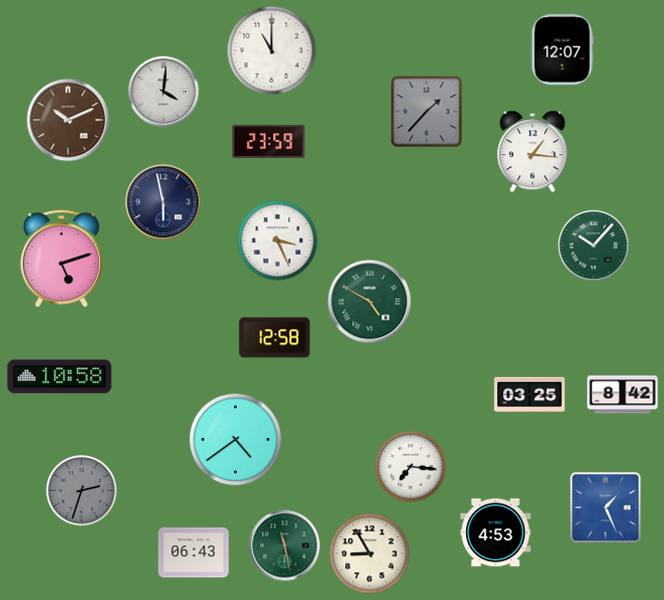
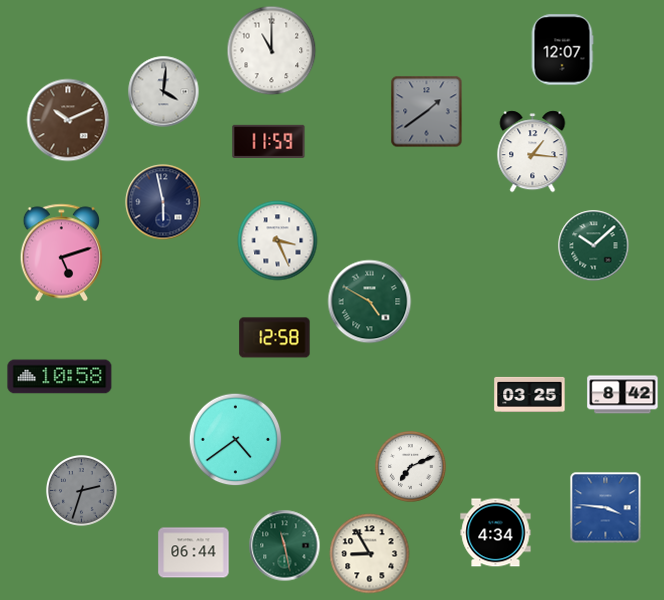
clock at (427, 112): 1:37 -> 1:39
clock at (269, 141): 23:59 -> 11:59
clock at (594, 246): 10:07 -> 10:08
clock at (62, 259) position: (62, 259) -> (62, 253)
clock at (411, 467): 7:16 -> 7:11
clock at (606, 508): 1:26 -> 3:46
clock at (496, 533): 4:53 -> 4:34
clock at (194, 553): 06:43 -> 06:44
